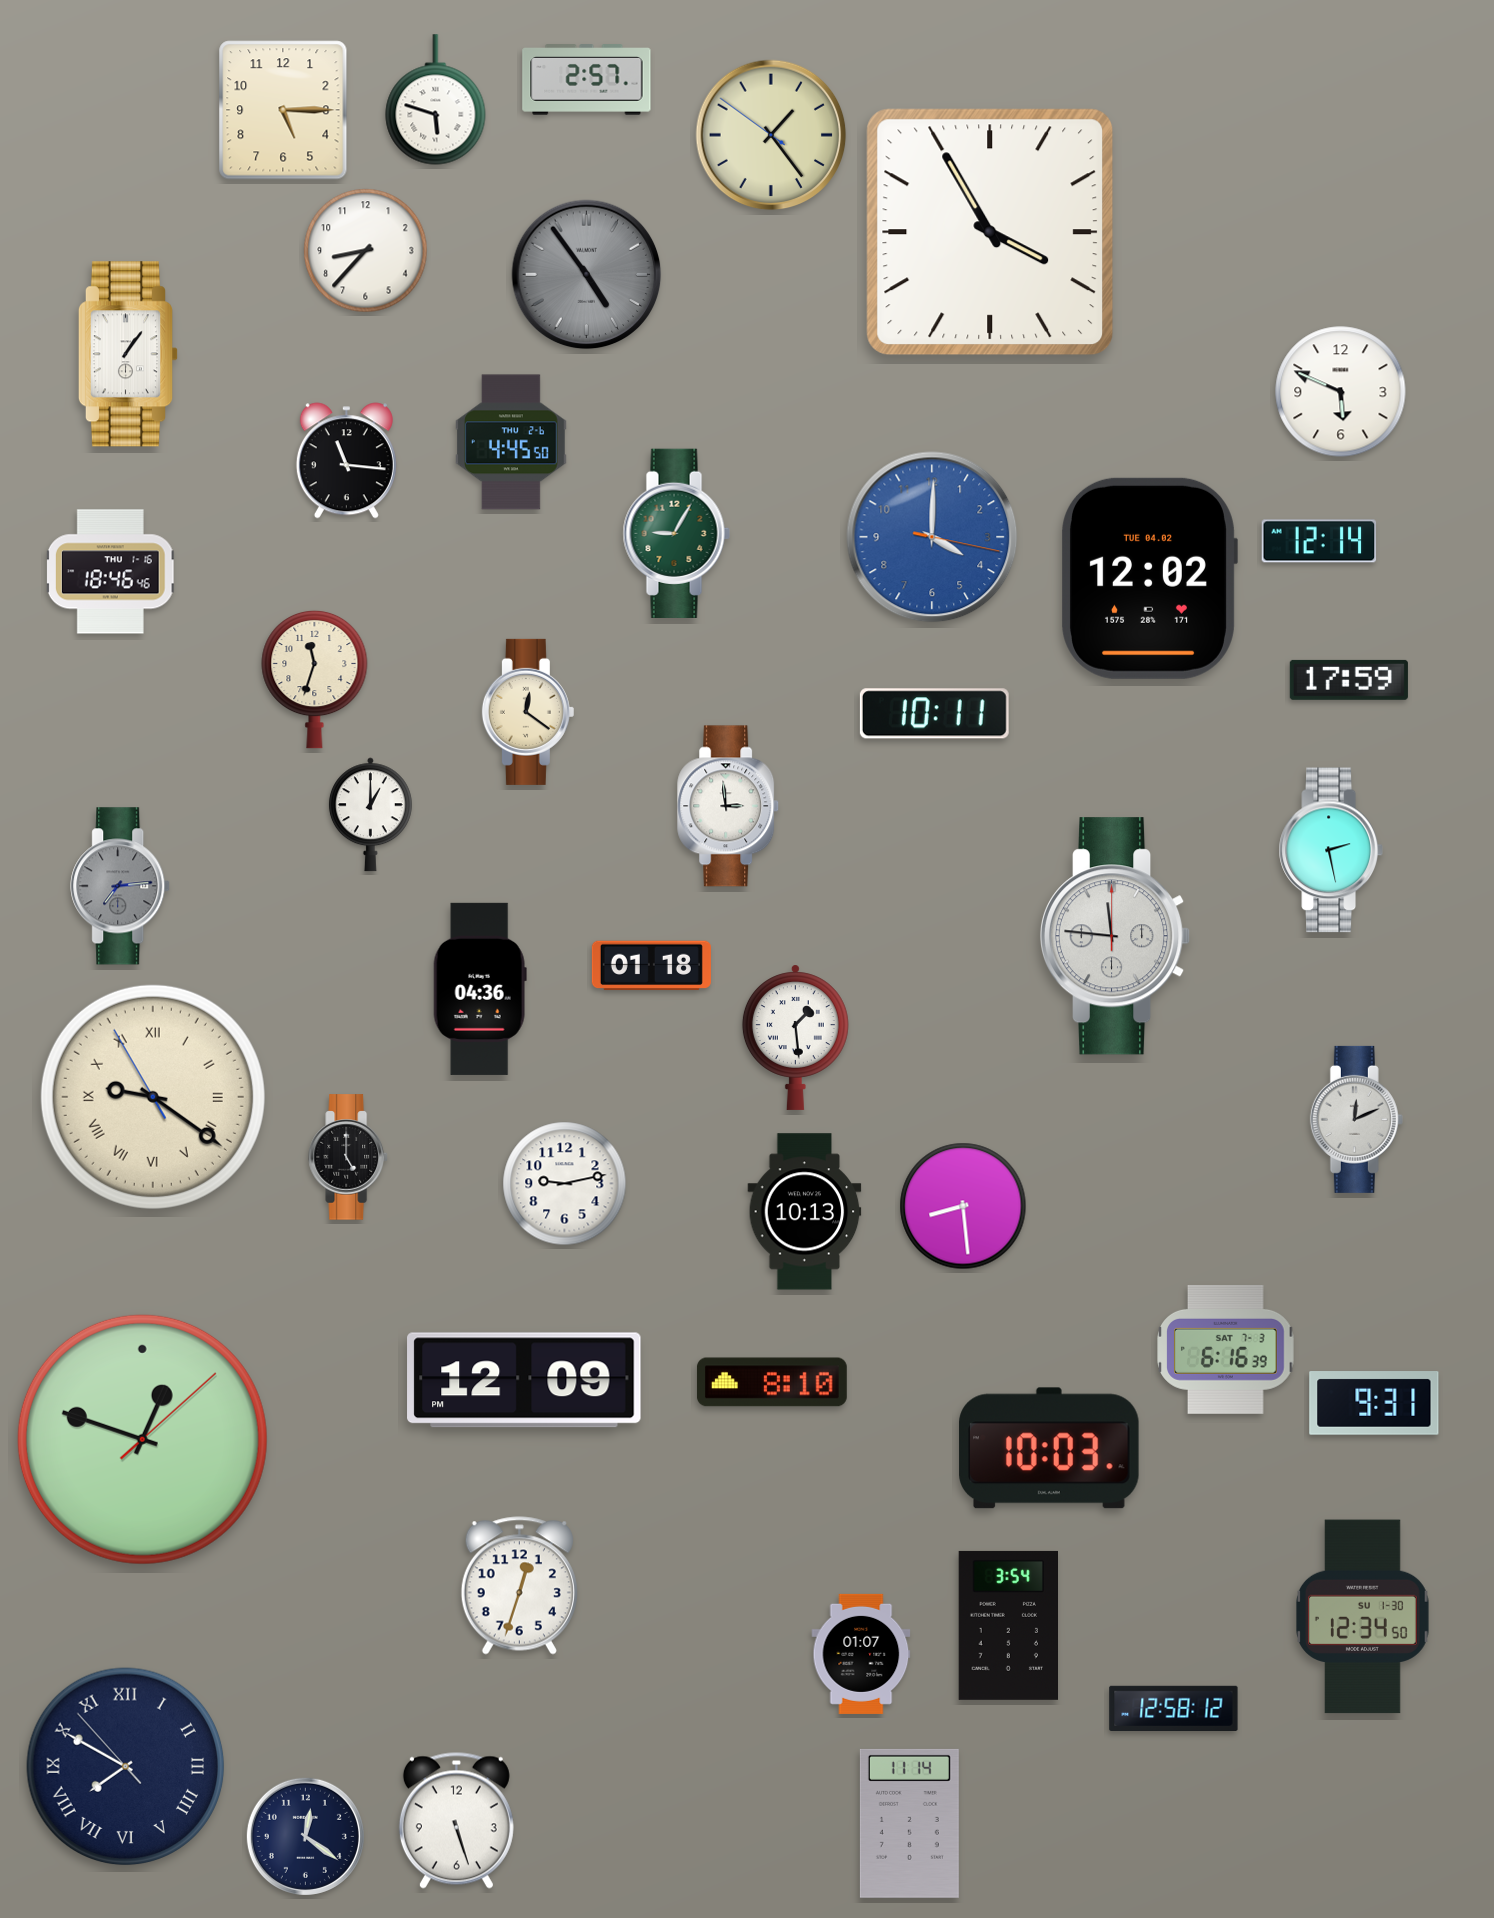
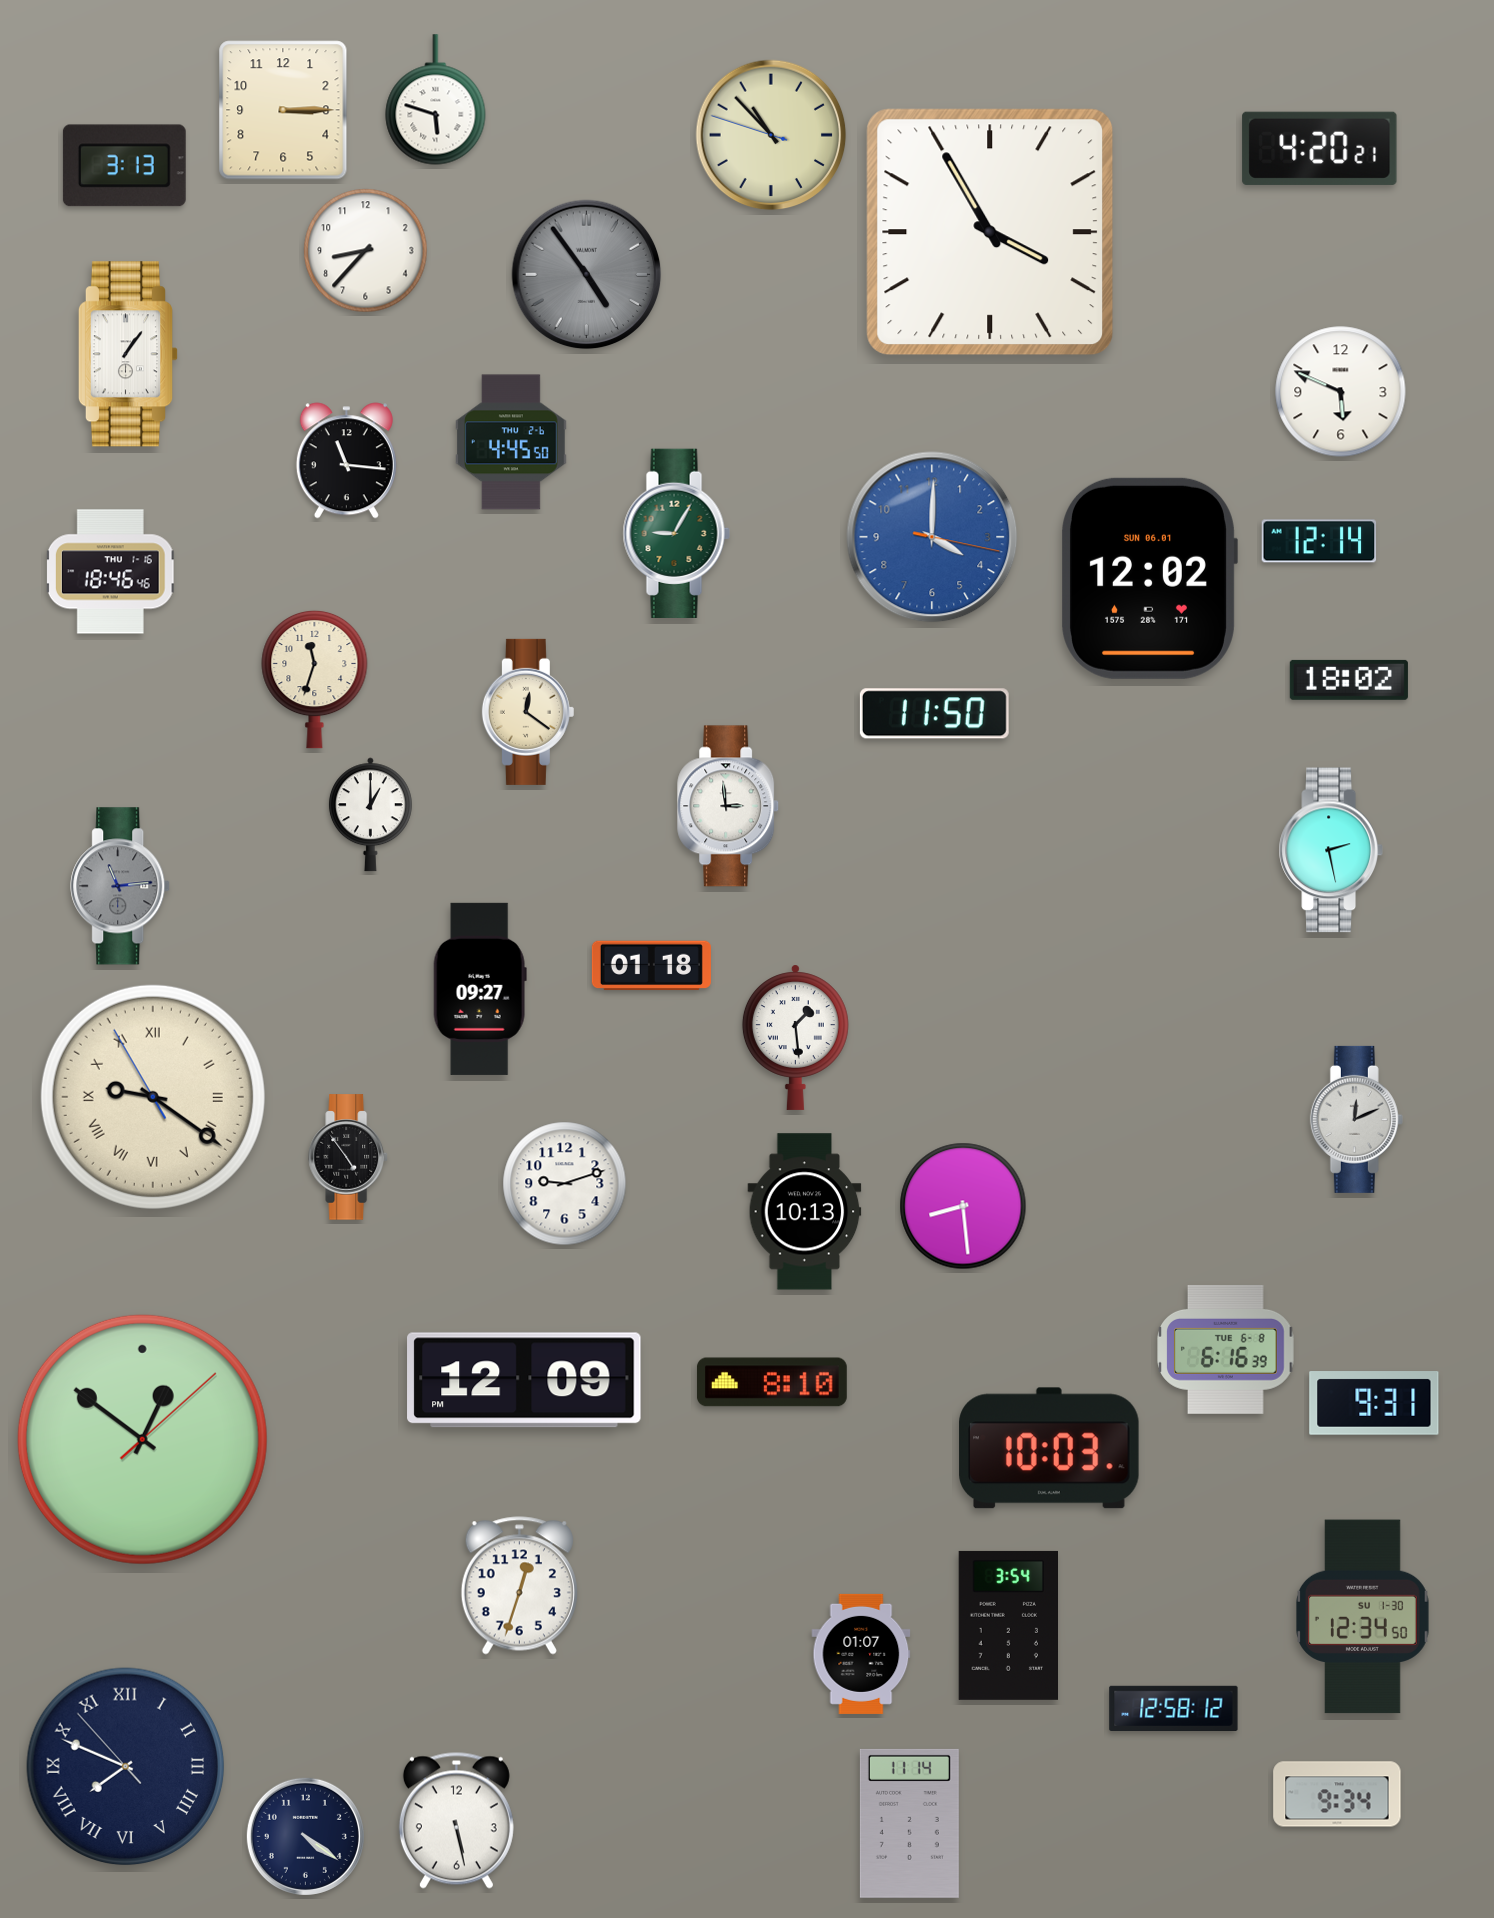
clock at (587, 80): 2:57 -> none
clock at (283, 110): 5:15 -> 3:15
clock at (771, 135): 1:23 -> 10:52
clock at (1320, 148): none -> 4:20
clock at (124, 166): none -> 3:13
clock at (1149, 578) date: TUE 04.02 -> SUN 06.01
clock at (1349, 680): 17:59 -> 18:02
clock at (934, 714): 10:11 -> 11:50
clock at (121, 886): 7:14 -> 11:14
clock at (1115, 936): 11:46 -> none
clock at (480, 989): 04:36 -> 09:27
clock at (349, 1157): 5:00 -> 4:54
clock at (565, 1184): 9:13 -> 9:12
clock at (1226, 1349) date: SAT 7-3 -> TUE 6-8
clock at (142, 1439): 12:48 -> 12:51
clock at (126, 1767): 7:49 -> 7:48
clock at (1337, 1794): none -> 9:34
clock at (456, 1820): 5:27 -> 5:28
clock at (305, 1836): 12:21 -> 4:21
